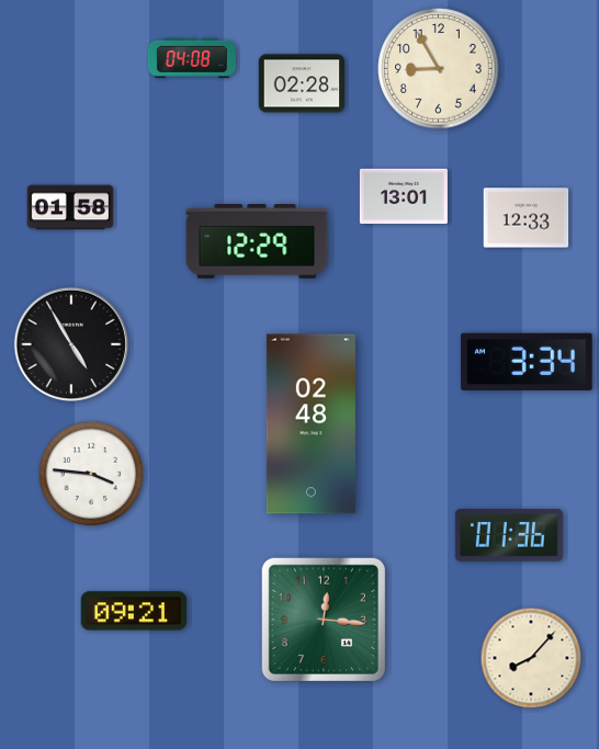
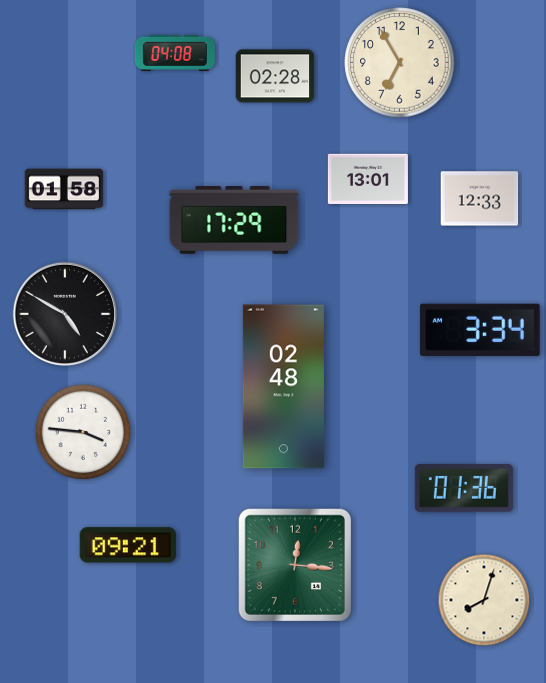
clock at (439, 69): 8:55 -> 6:55
clock at (257, 242): 12:29 -> 17:29
clock at (70, 343): 4:55 -> 4:50
clock at (134, 611) position: (134, 611) -> (128, 545)
clock at (531, 658): 8:07 -> 8:03
